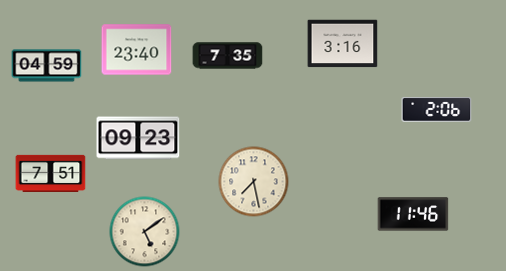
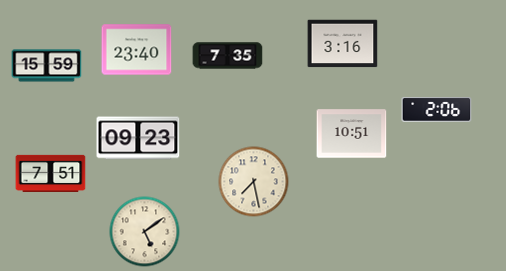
clock at (47, 66): 04:59 -> 15:59
clock at (352, 134): none -> 10:51
clock at (413, 214): 11:46 -> none
